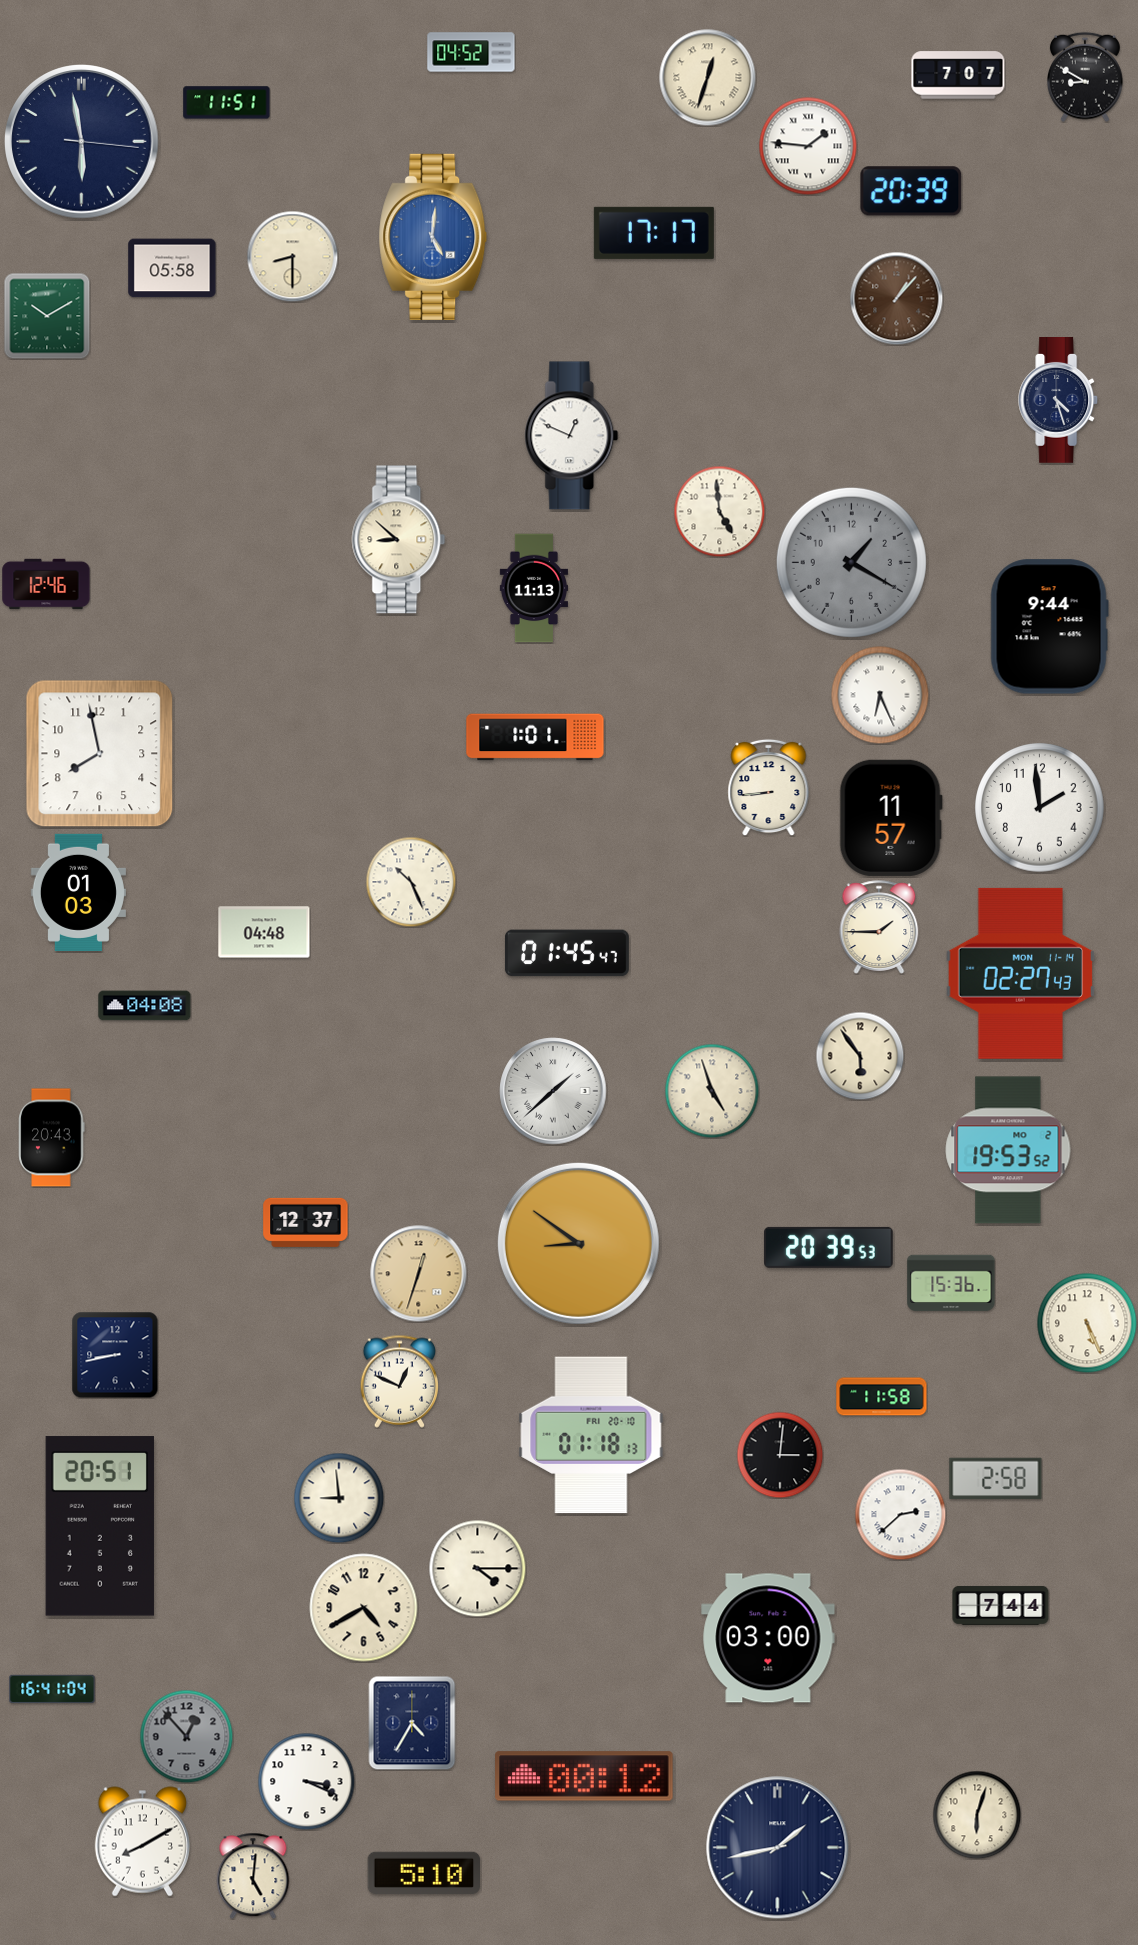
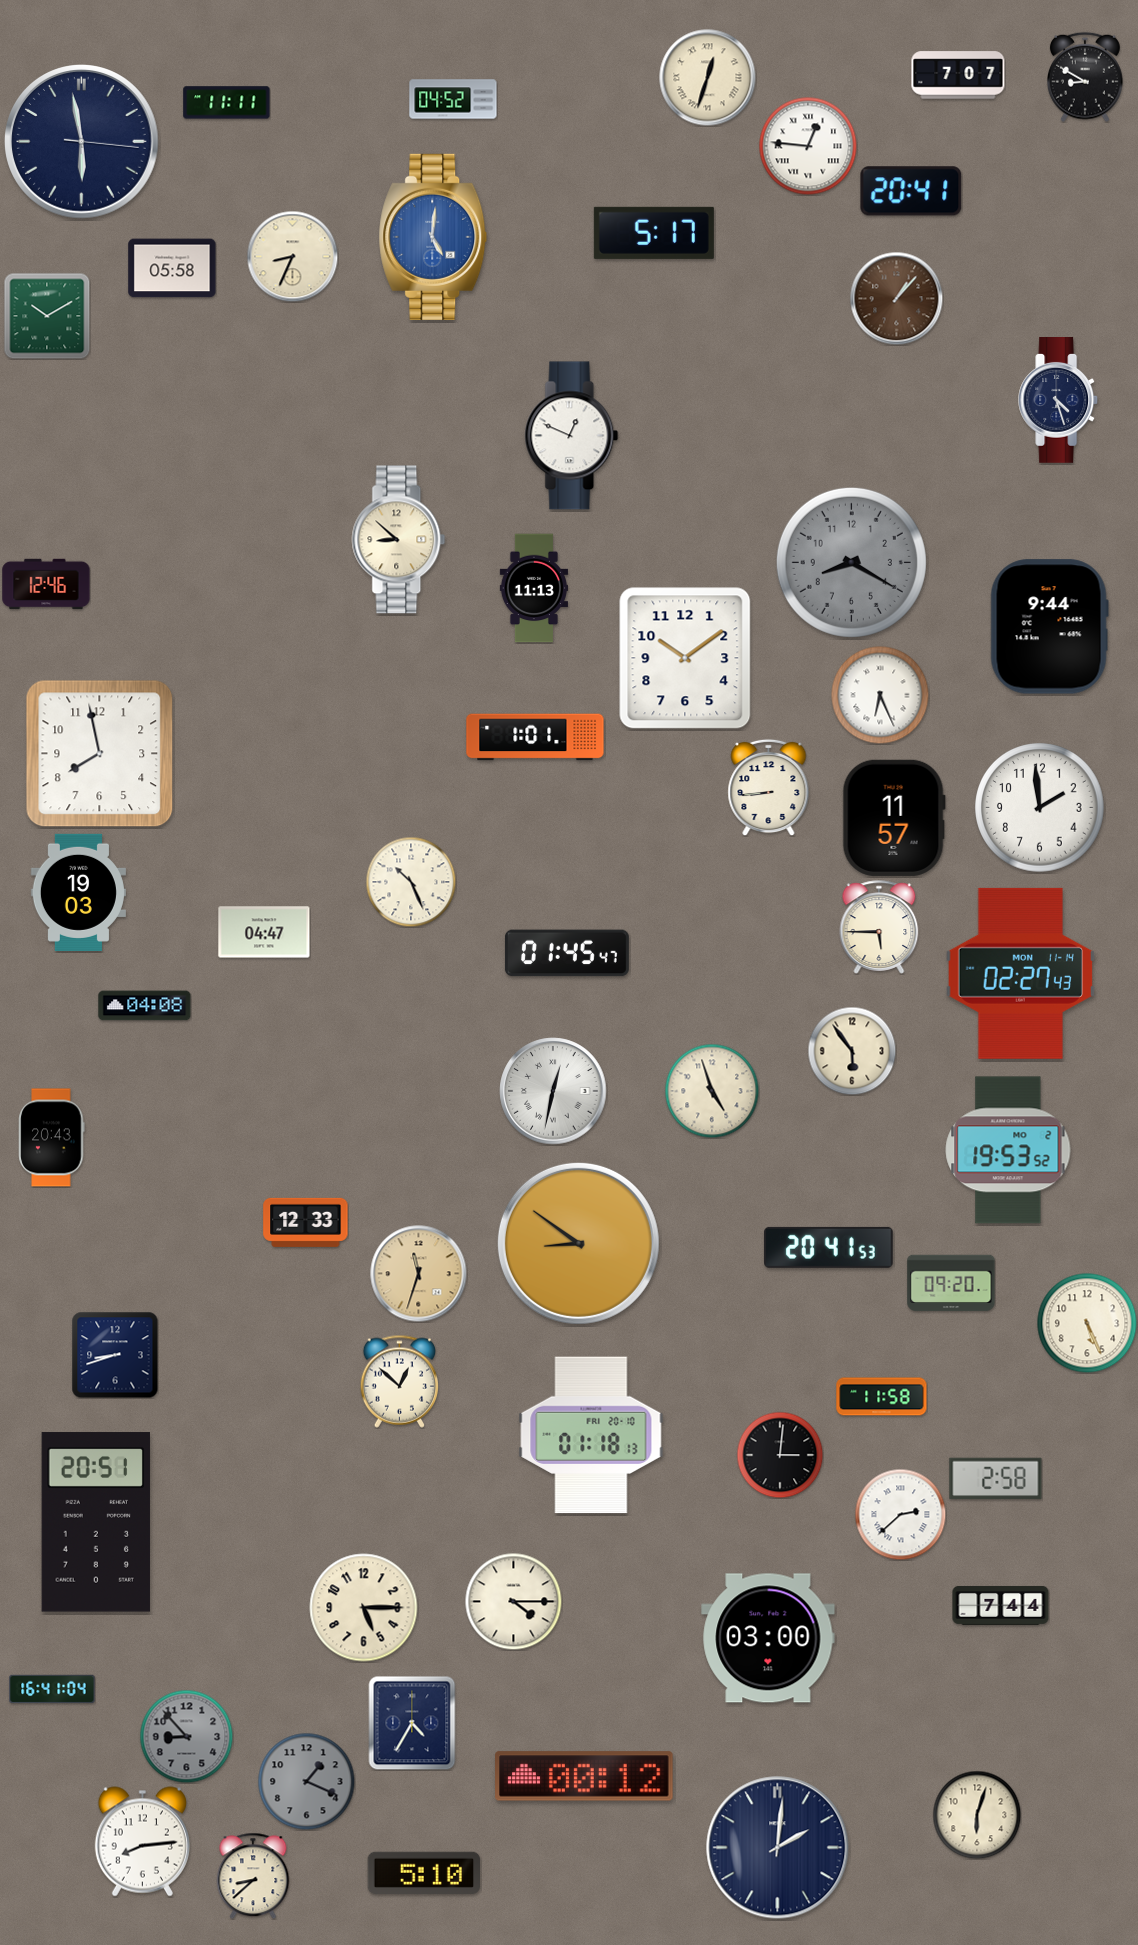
clock at (471, 52) position: (471, 52) -> (453, 99)
clock at (227, 103): 11:51 -> 11:11
clock at (808, 146): 1:46 -> 12:46
clock at (911, 191): 20:39 -> 20:41
clock at (654, 233): 17:17 -> 5:17
clock at (292, 256): 8:30 -> 8:34
clock at (719, 511): 4:59 -> none
clock at (851, 562): 1:20 -> 8:20
clock at (685, 658): none -> 10:09
clock at (891, 818) position: (891, 818) -> (894, 818)
clock at (78, 892): 01:03 -> 19:03
clock at (879, 927): 1:45 -> 5:45
clock at (264, 932): 04:48 -> 04:47
clock at (860, 1056) position: (860, 1056) -> (852, 1051)
clock at (553, 1091): 1:38 -> 12:32
clock at (306, 1222): 12:37 -> 12:33
clock at (829, 1247): 20:39 -> 20:41
clock at (419, 1274): 12:33 -> 11:33
clock at (951, 1283): 15:36 -> 09:20
clock at (115, 1355): 8:43 -> 8:42
clock at (400, 1381): 12:49 -> 12:52
clock at (339, 1498): 8:59 -> none
clock at (100, 1526) position: (100, 1526) -> (96, 1522)
clock at (477, 1568) position: (477, 1568) -> (513, 1601)
clock at (364, 1608): 4:40 -> 5:15
clock at (186, 1736): 12:53 -> 8:53
clock at (306, 1781): 3:19 -> 1:19
clock at (306, 1781) dial: white -> grey
clock at (142, 1842): 8:10 -> 8:14
clock at (778, 1848): 1:43 -> 2:01
clock at (253, 1876): 5:01 -> 8:38
